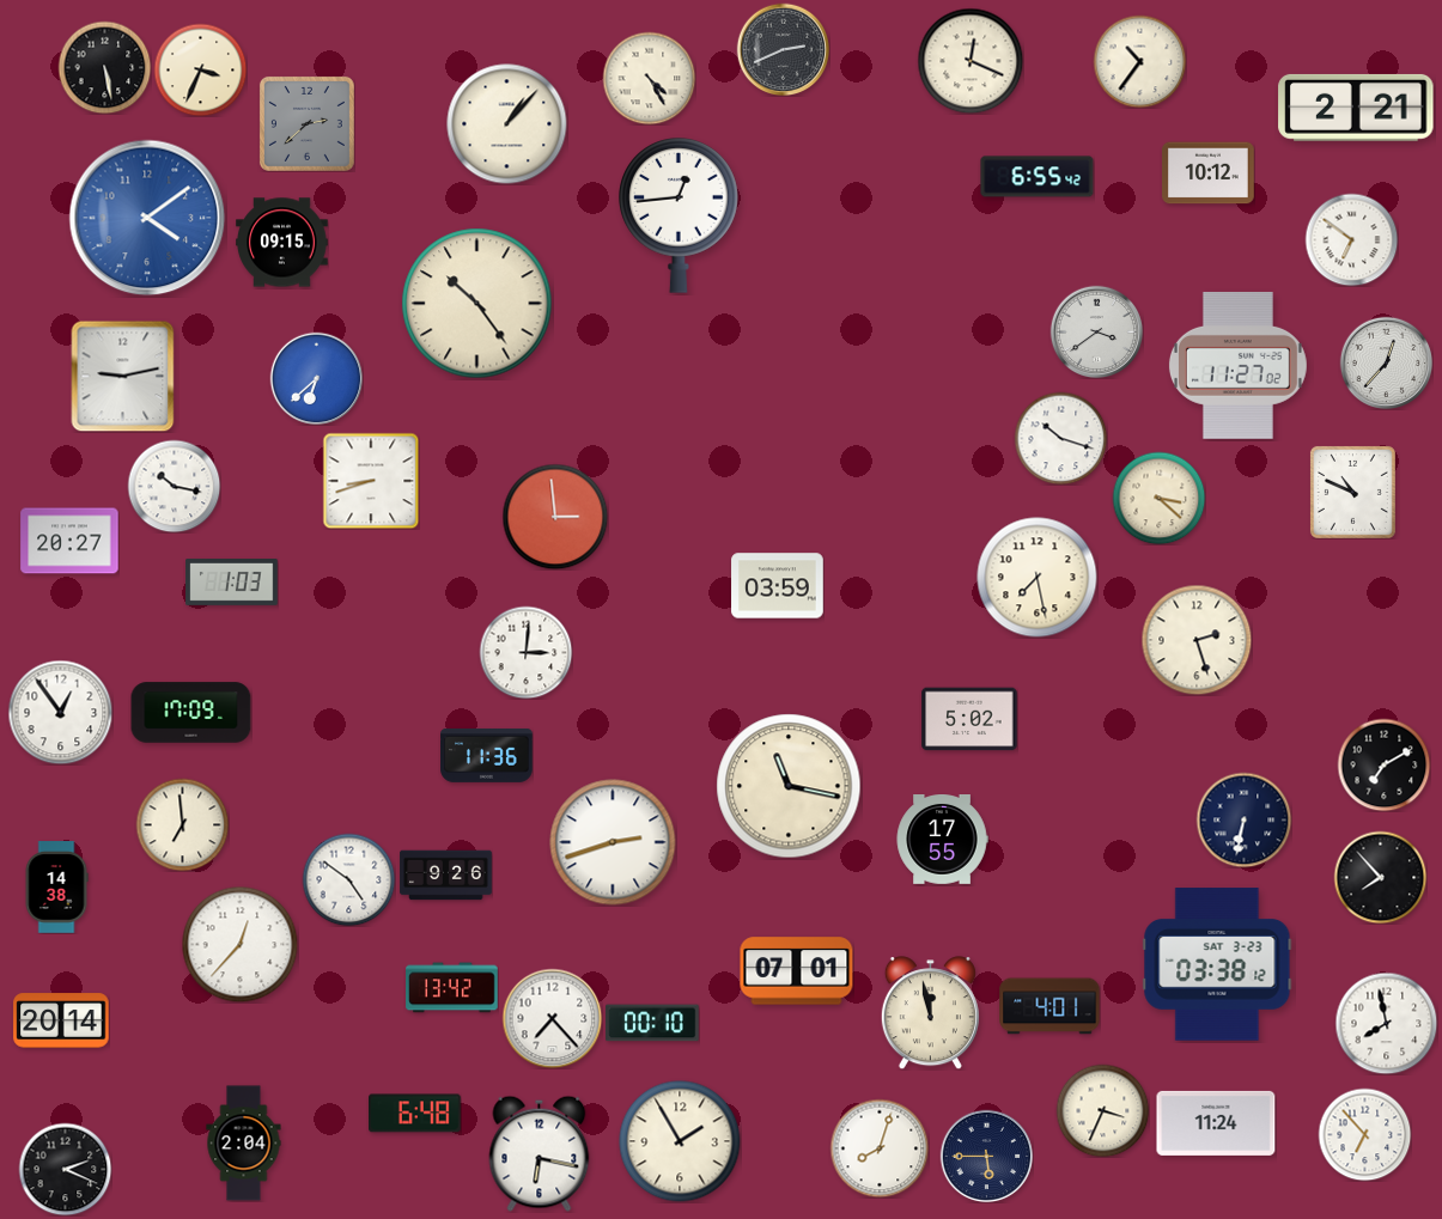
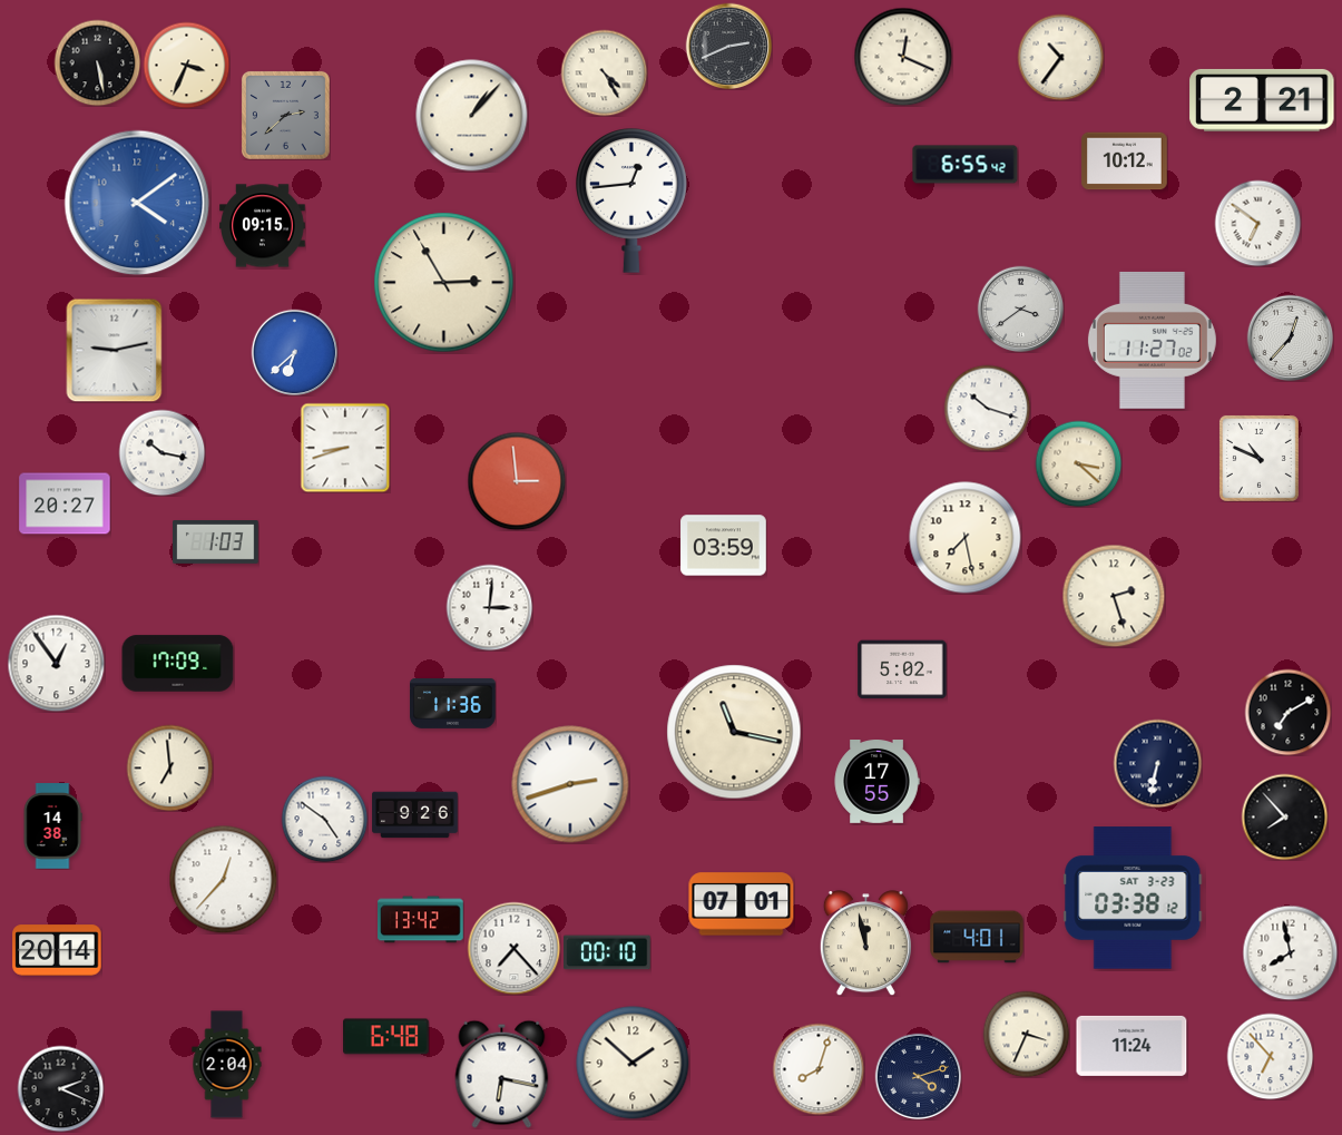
clock at (477, 304): 10:24 -> 2:55
clock at (680, 1141): 1:55 -> 1:52
clock at (986, 1156): 5:45 -> 4:12
